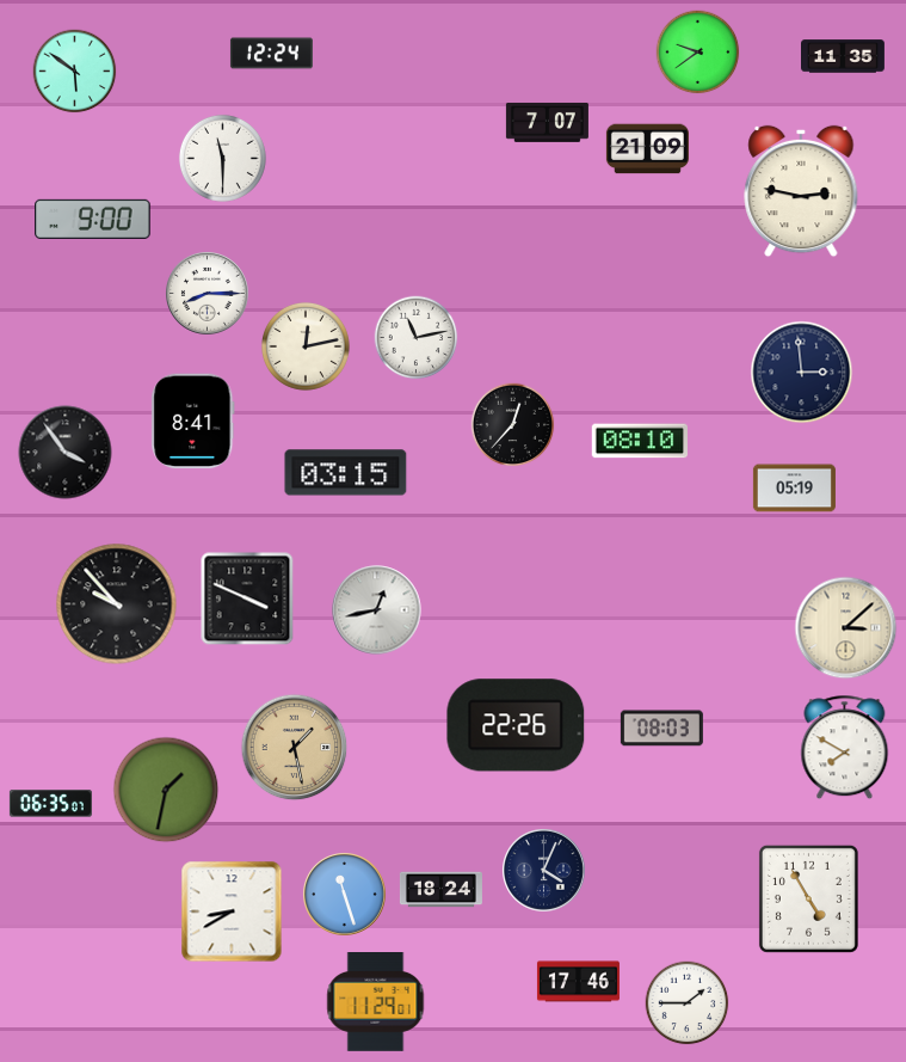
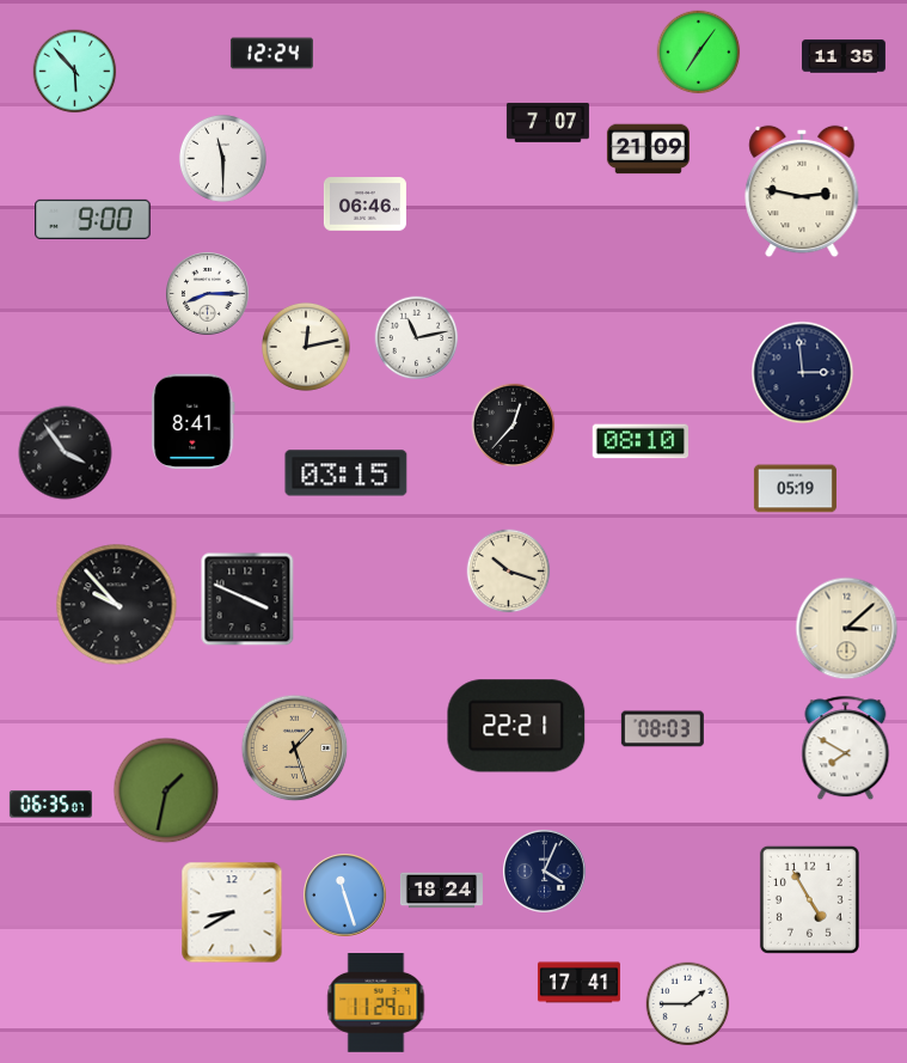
clock at (698, 53): 9:39 -> 7:06
clock at (75, 72): 5:51 -> 5:53
clock at (364, 204): none -> 06:46
clock at (509, 572): none -> 10:18
clock at (377, 610): 12:43 -> none
clock at (516, 725): 22:26 -> 22:21
clock at (295, 748): 1:28 -> 1:27
clock at (578, 982): 17:46 -> 17:41
